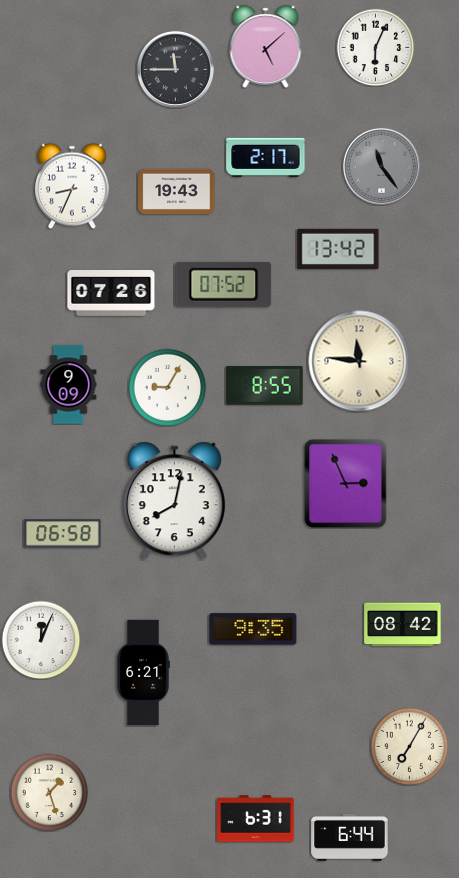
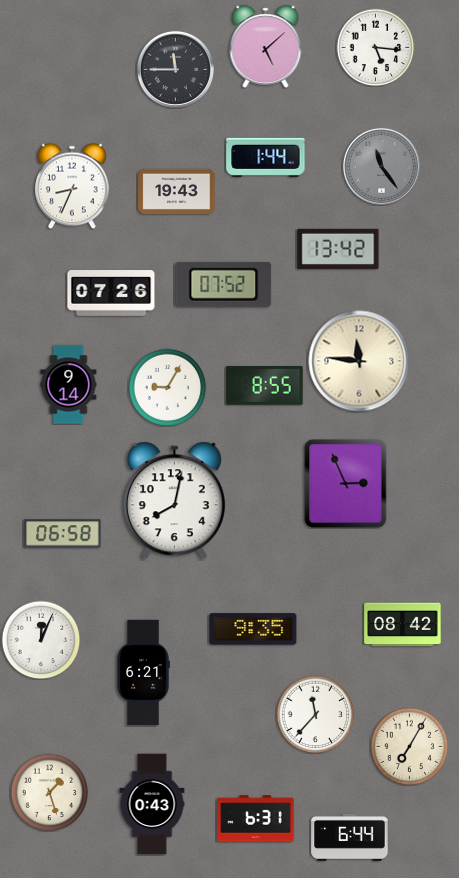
clock at (375, 47): 6:04 -> 5:16
clock at (266, 157): 2:17 -> 1:44
clock at (69, 385): 9:09 -> 9:14
clock at (315, 714): none -> 11:37
clock at (152, 804): none -> 0:43
